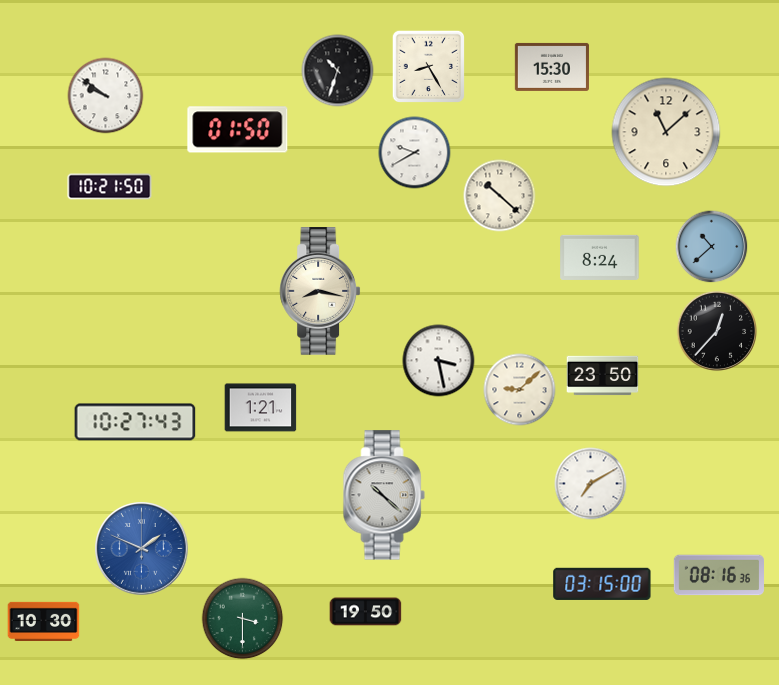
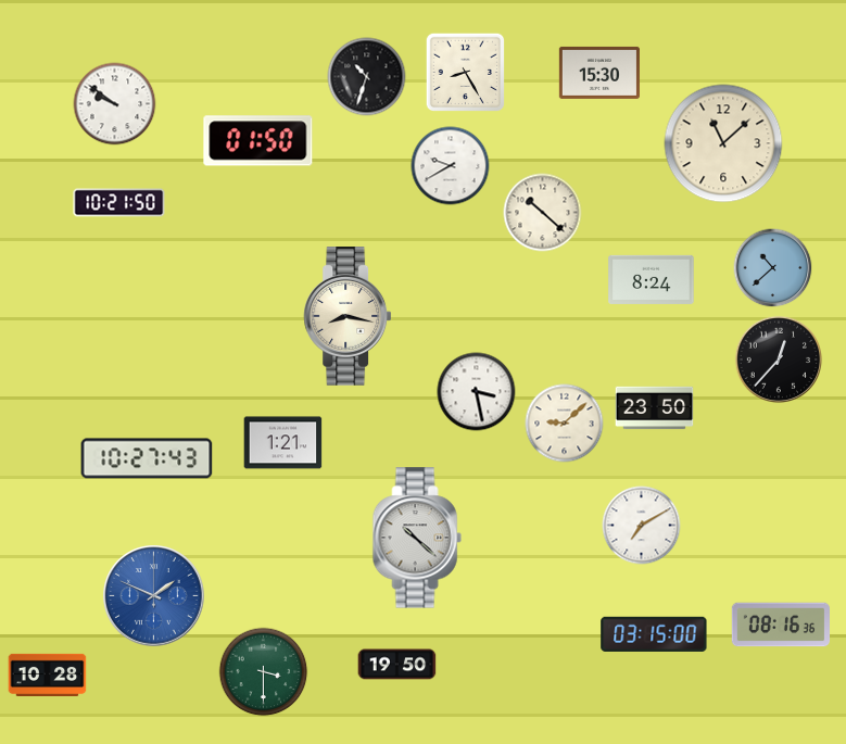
clock at (44, 621): 10:30 -> 10:28
